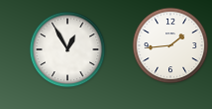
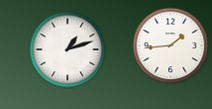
clock at (68, 50): 12:55 -> 1:12
